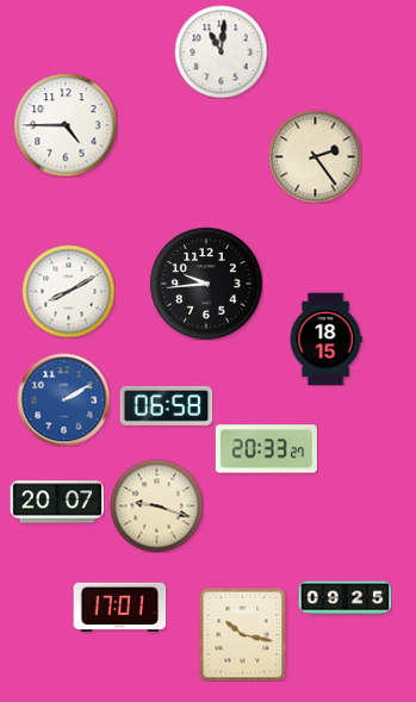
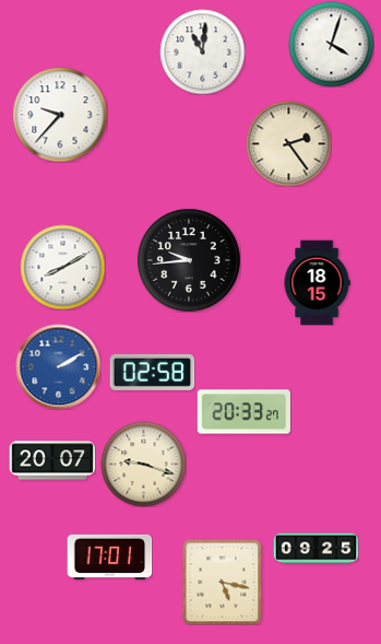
clock at (331, 44): none -> 4:03
clock at (221, 51) position: (221, 51) -> (202, 51)
clock at (66, 125): 4:45 -> 9:37
clock at (325, 338) position: (325, 338) -> (317, 282)
clock at (166, 405): 06:58 -> 02:58
clock at (243, 634): 10:17 -> 5:17
